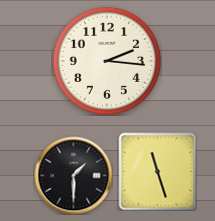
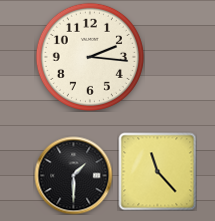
clock at (107, 61) position: (107, 61) -> (90, 57)
clock at (157, 171): 11:27 -> 11:23
